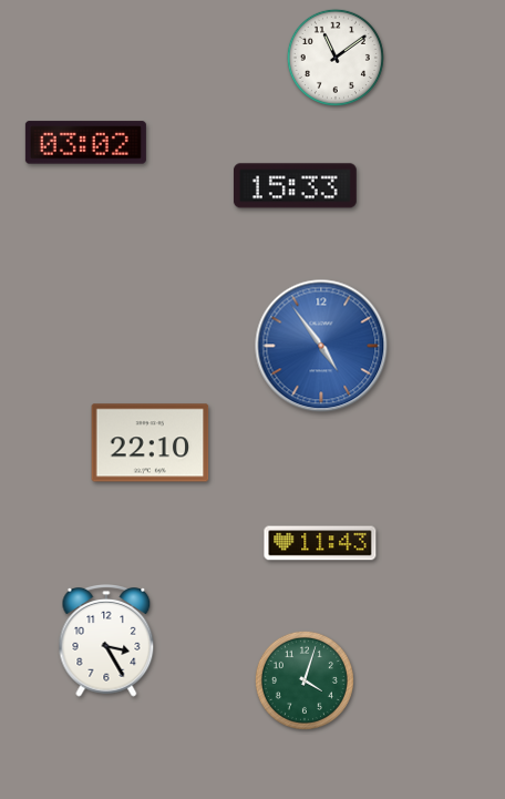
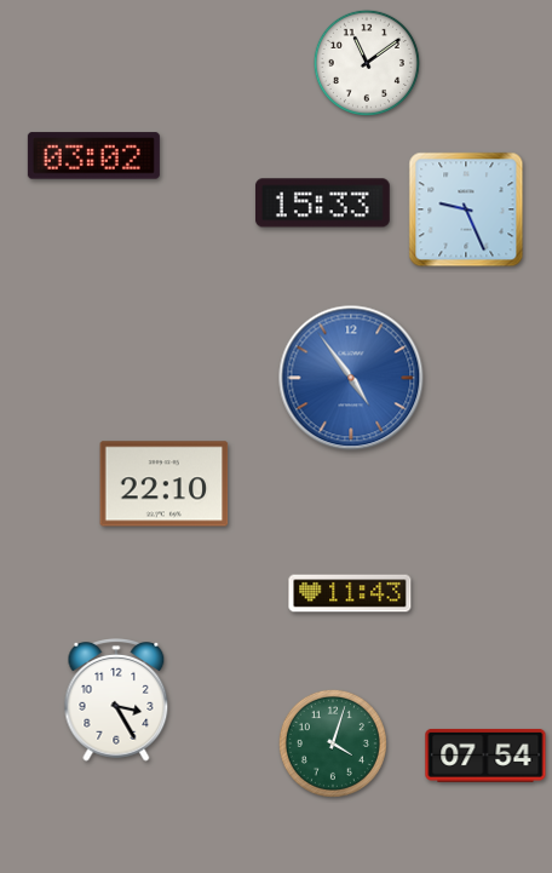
clock at (466, 209): none -> 9:26
clock at (485, 756): none -> 07:54
